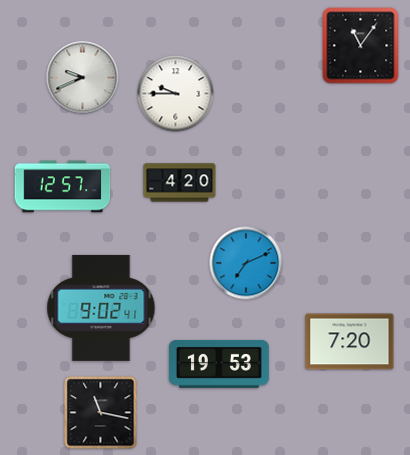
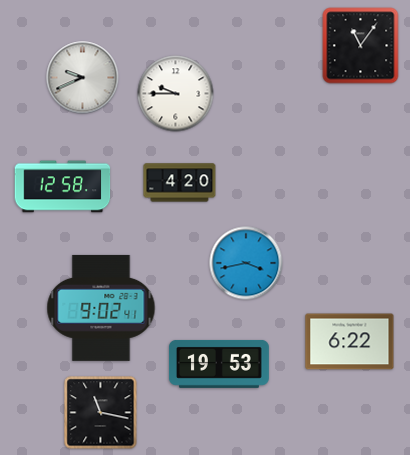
clock at (63, 187): 12:57 -> 12:58
clock at (246, 263): 7:11 -> 3:43
clock at (350, 342): 7:20 -> 6:22
